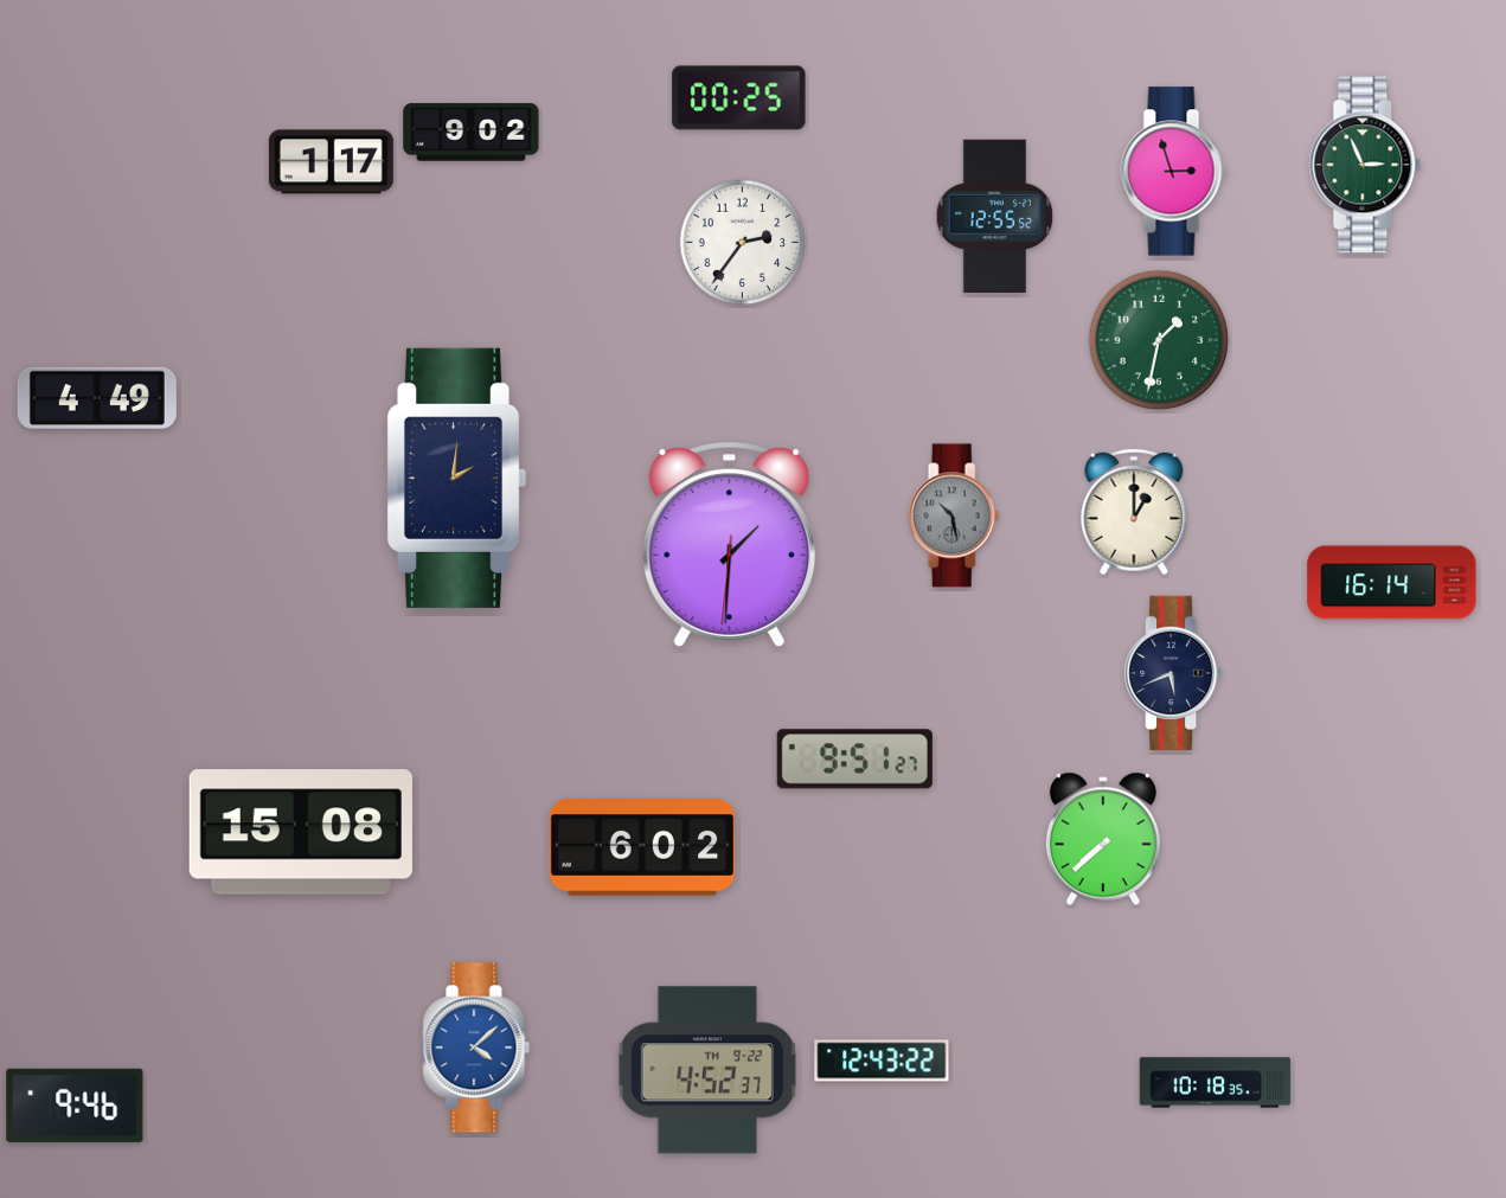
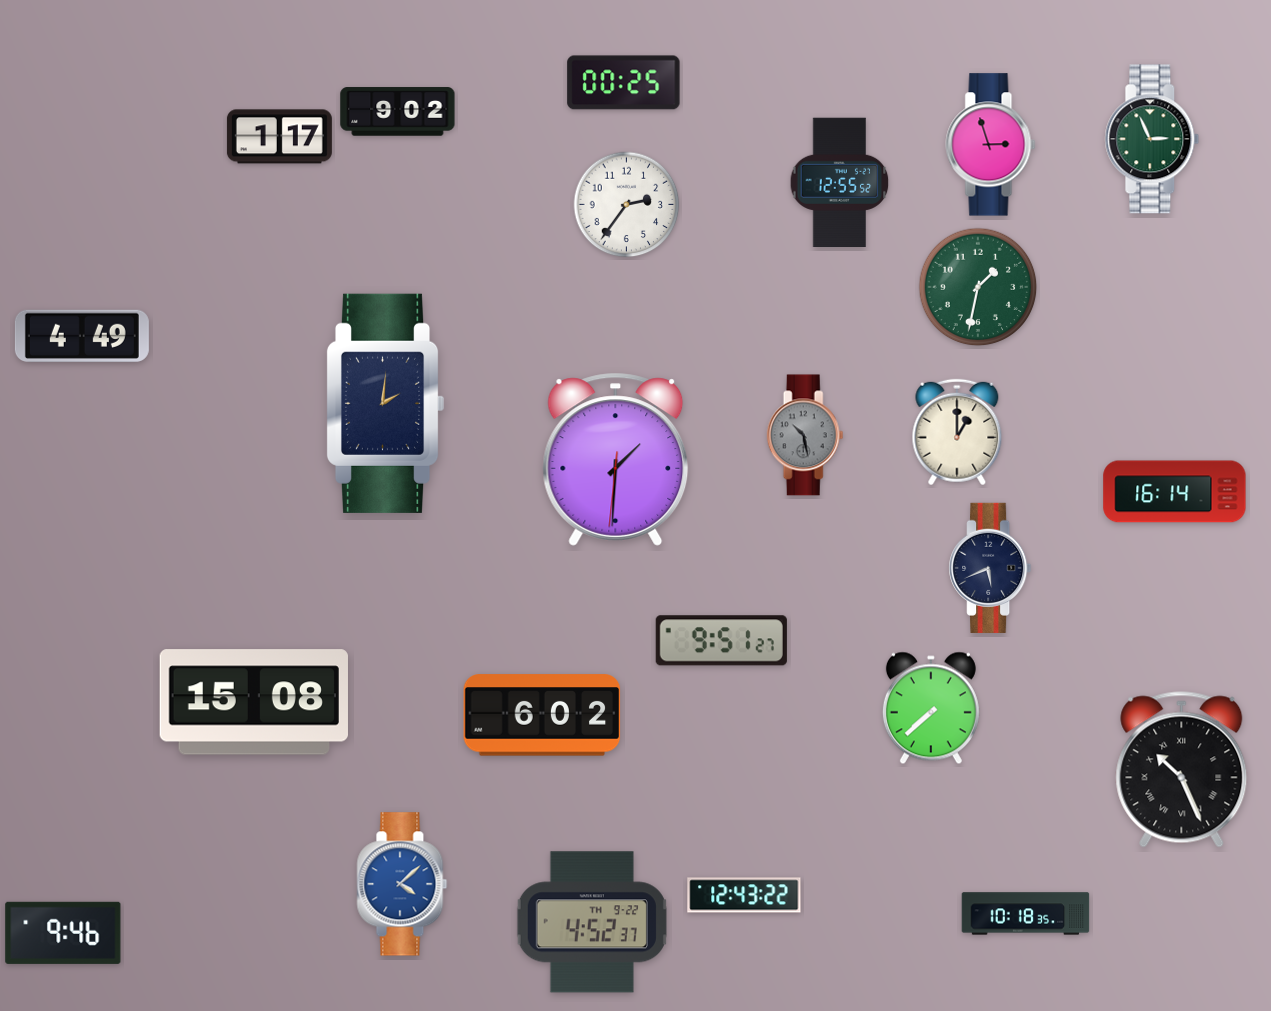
clock at (1182, 770): none -> 10:26
clock at (707, 1070) position: (707, 1070) -> (592, 922)
